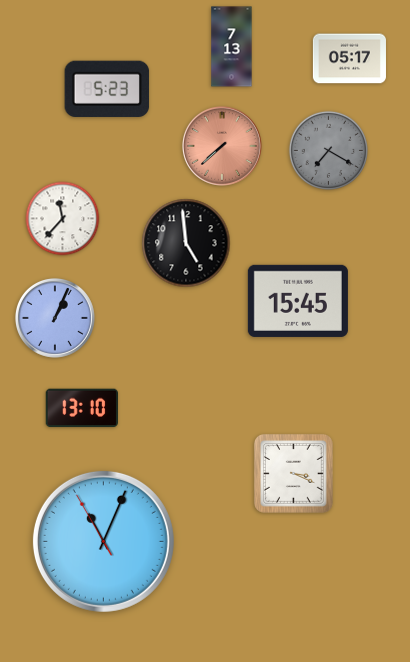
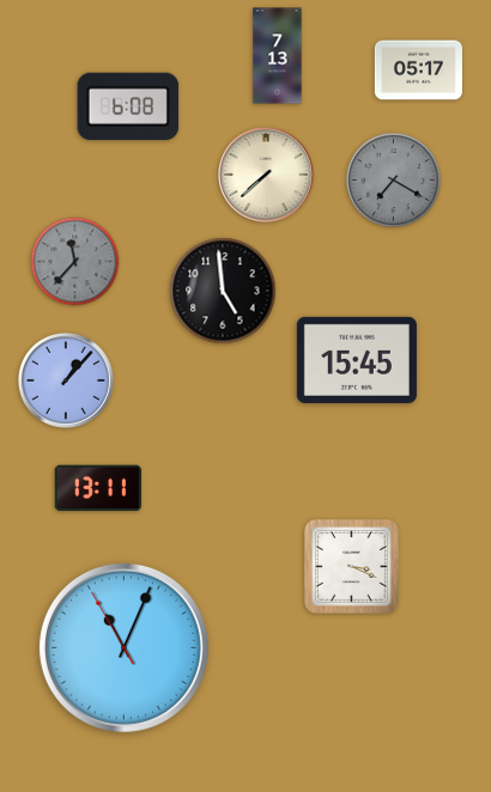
clock at (107, 89): 5:23 -> 6:08
clock at (222, 146) dial: salmon -> cream
clock at (63, 219) dial: white -> grey
clock at (55, 318): 1:04 -> 1:07
clock at (82, 408): 13:10 -> 13:11
